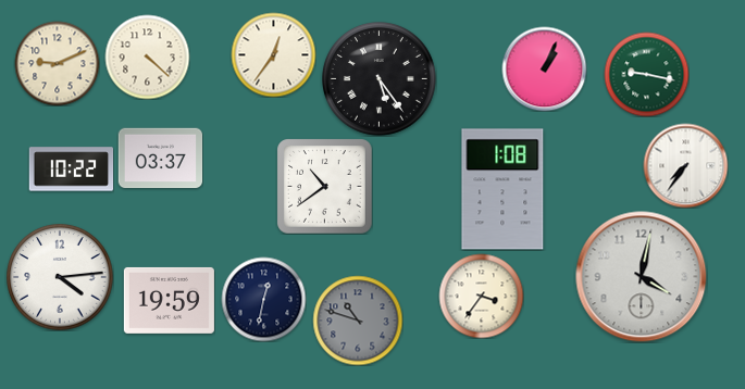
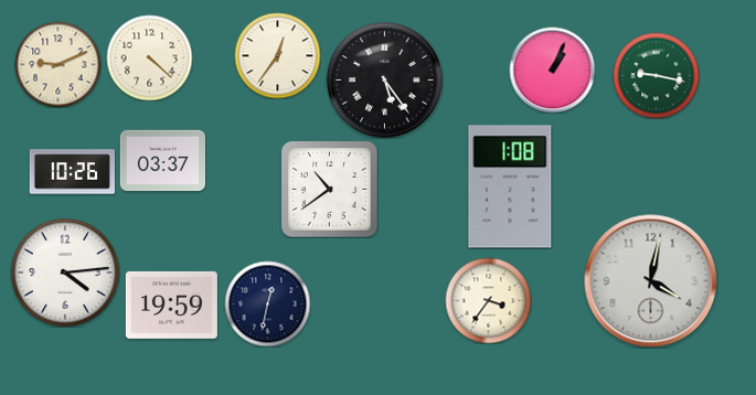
clock at (685, 165): 7:36 -> none
clock at (71, 170): 10:22 -> 10:26
clock at (502, 189) position: (502, 189) -> (510, 186)
clock at (60, 277) position: (60, 277) -> (65, 273)
clock at (358, 321): 10:48 -> none
